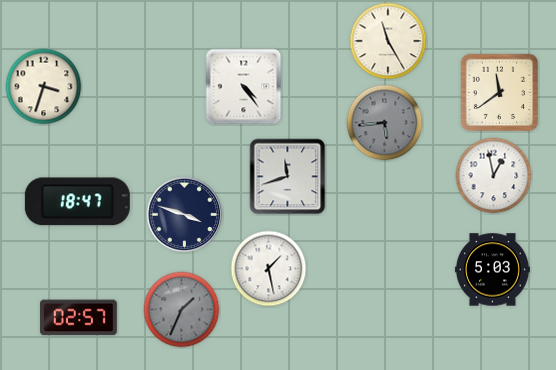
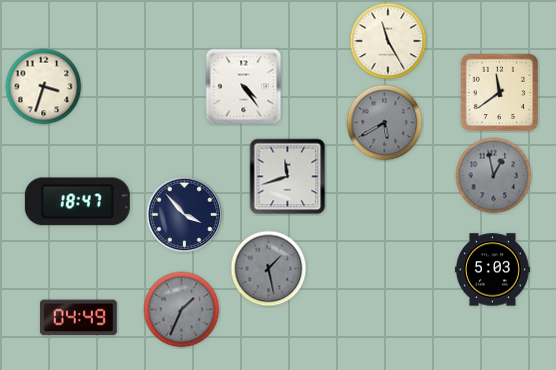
clock at (385, 123): 5:44 -> 5:40
clock at (494, 176) dial: white -> grey
clock at (185, 215): 3:48 -> 3:53
clock at (269, 269) dial: white -> grey
clock at (78, 318): 02:57 -> 04:49
